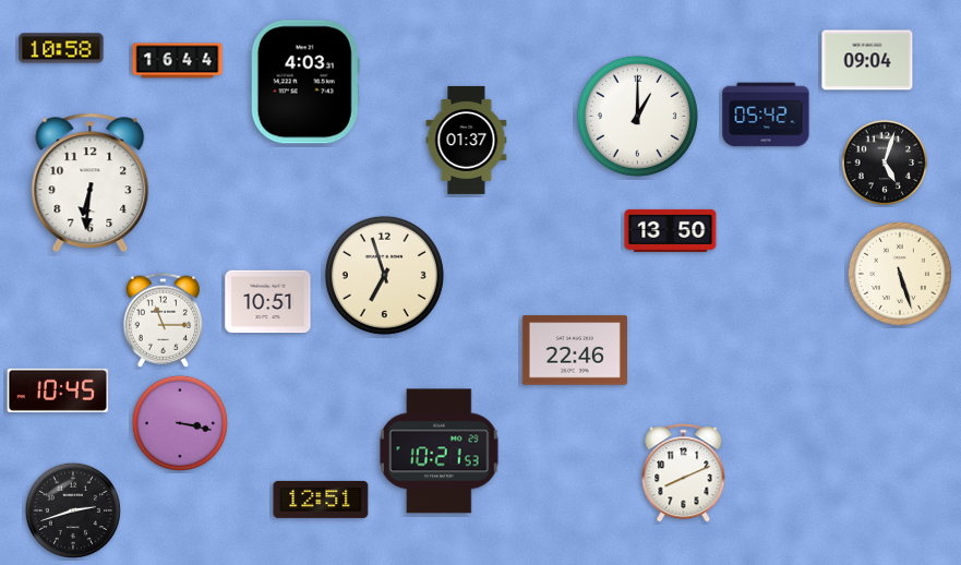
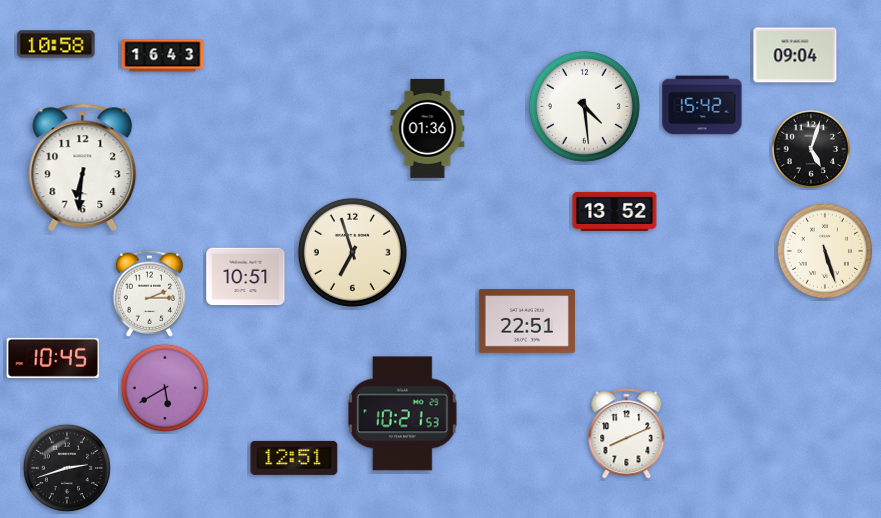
clock at (178, 61): 16:44 -> 16:43
clock at (305, 82): 4:03 -> none
clock at (766, 115): 05:42 -> 15:42
clock at (637, 116): 1:00 -> 4:29
clock at (467, 140): 01:37 -> 01:36
clock at (671, 230): 13:50 -> 13:52
clock at (163, 320): 11:15 -> 2:15
clock at (575, 350): 22:46 -> 22:51
clock at (179, 422): 3:17 -> 5:40
